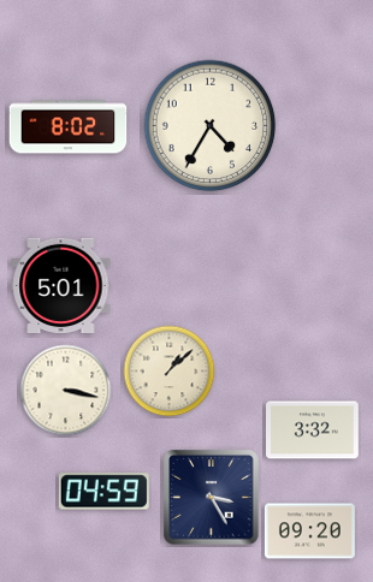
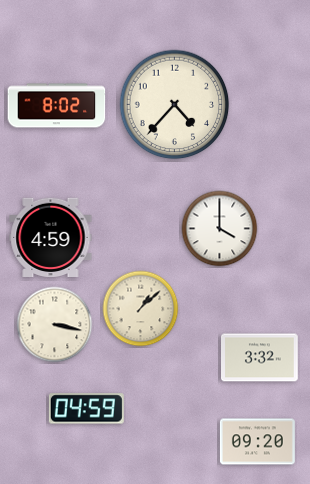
clock at (211, 126): 4:35 -> 4:37
clock at (220, 229): none -> 4:00
clock at (61, 285): 5:01 -> 4:59
clock at (212, 498): 3:25 -> none
